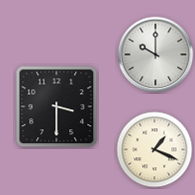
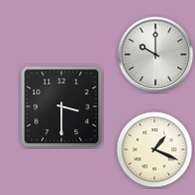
clock at (57, 107) position: (57, 107) -> (62, 107)
